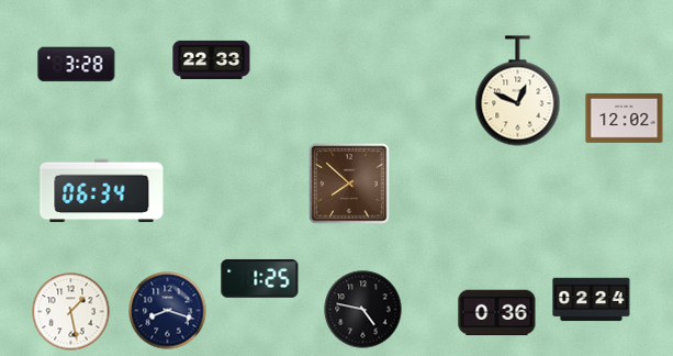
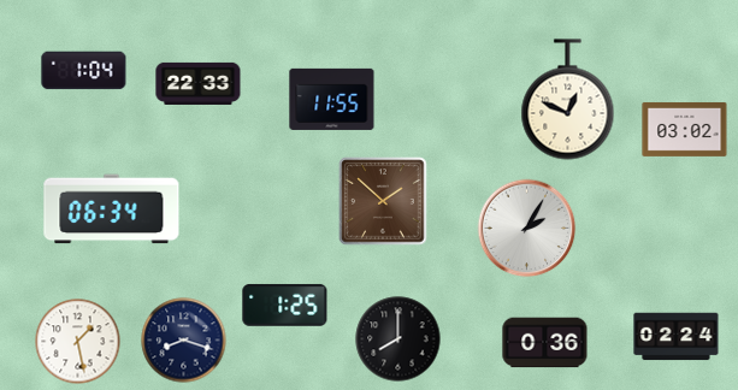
clock at (212, 59) position: (212, 59) -> (199, 83)
clock at (77, 65): 3:28 -> 1:04
clock at (332, 99): none -> 11:55
clock at (625, 118): 12:02 -> 03:02
clock at (349, 183): 7:52 -> 1:52
clock at (527, 229): none -> 2:05
clock at (592, 300) position: (592, 300) -> (677, 337)
clock at (363, 310): 4:47 -> 8:00
